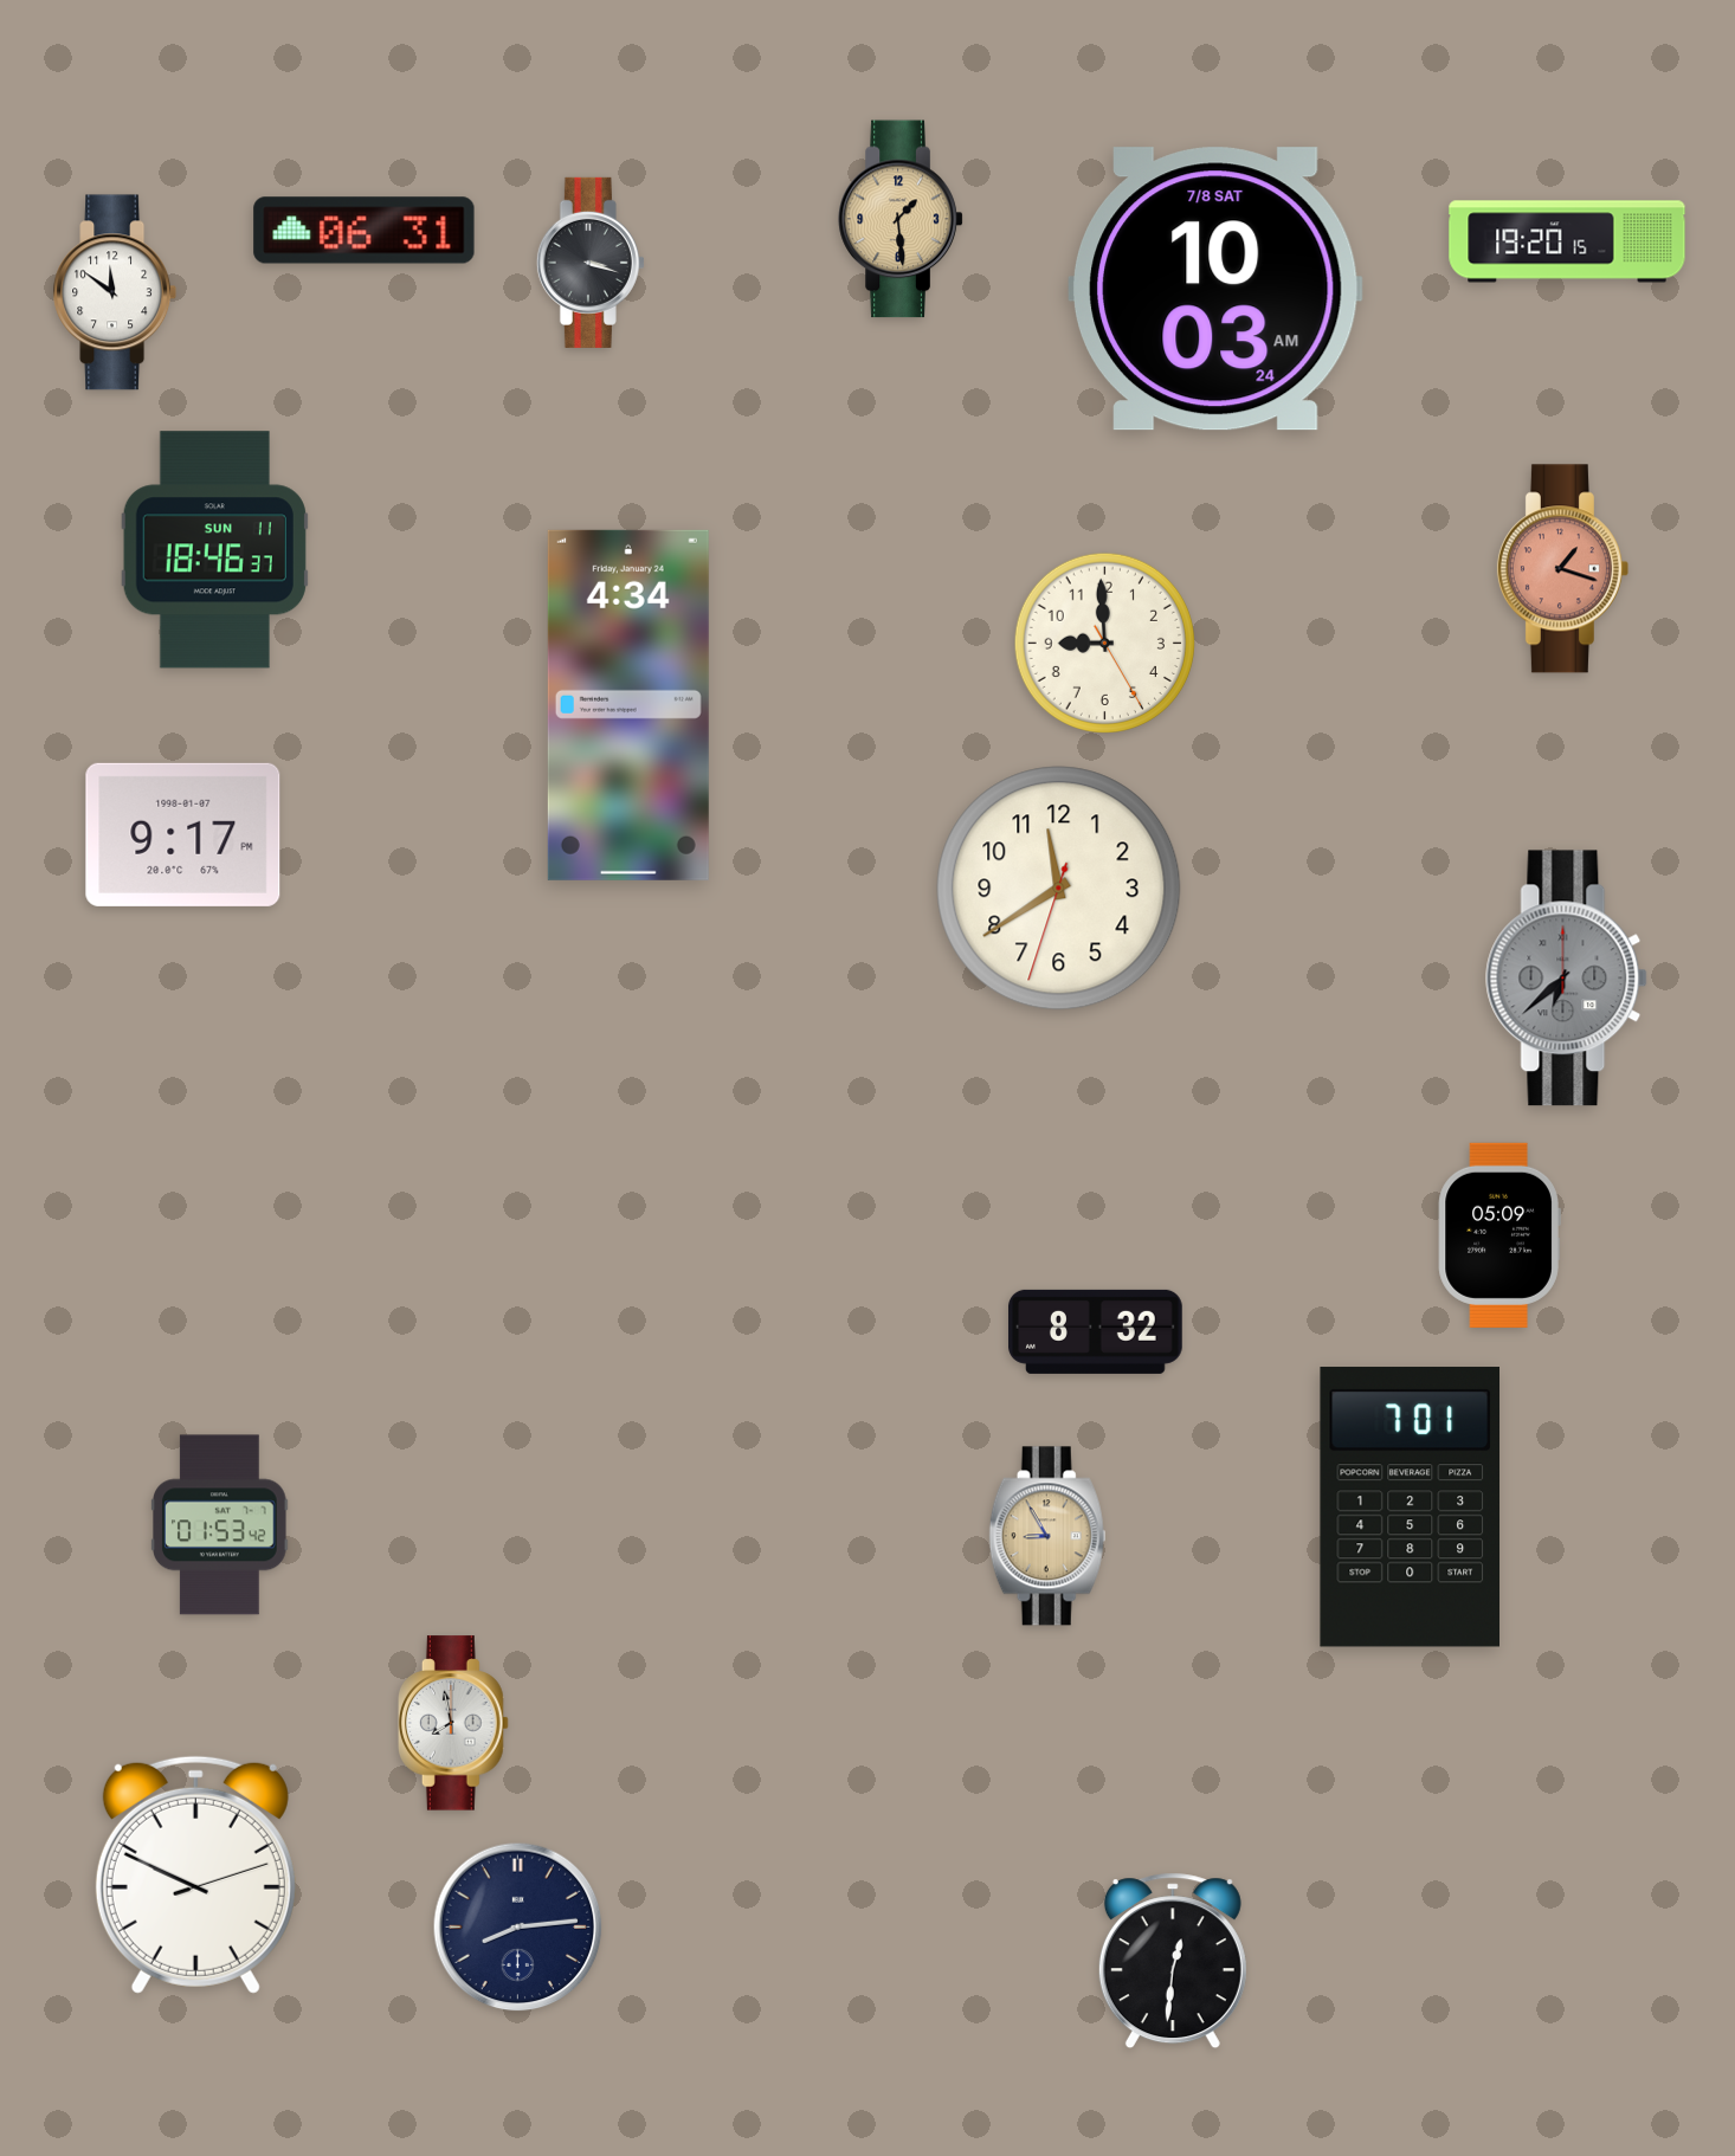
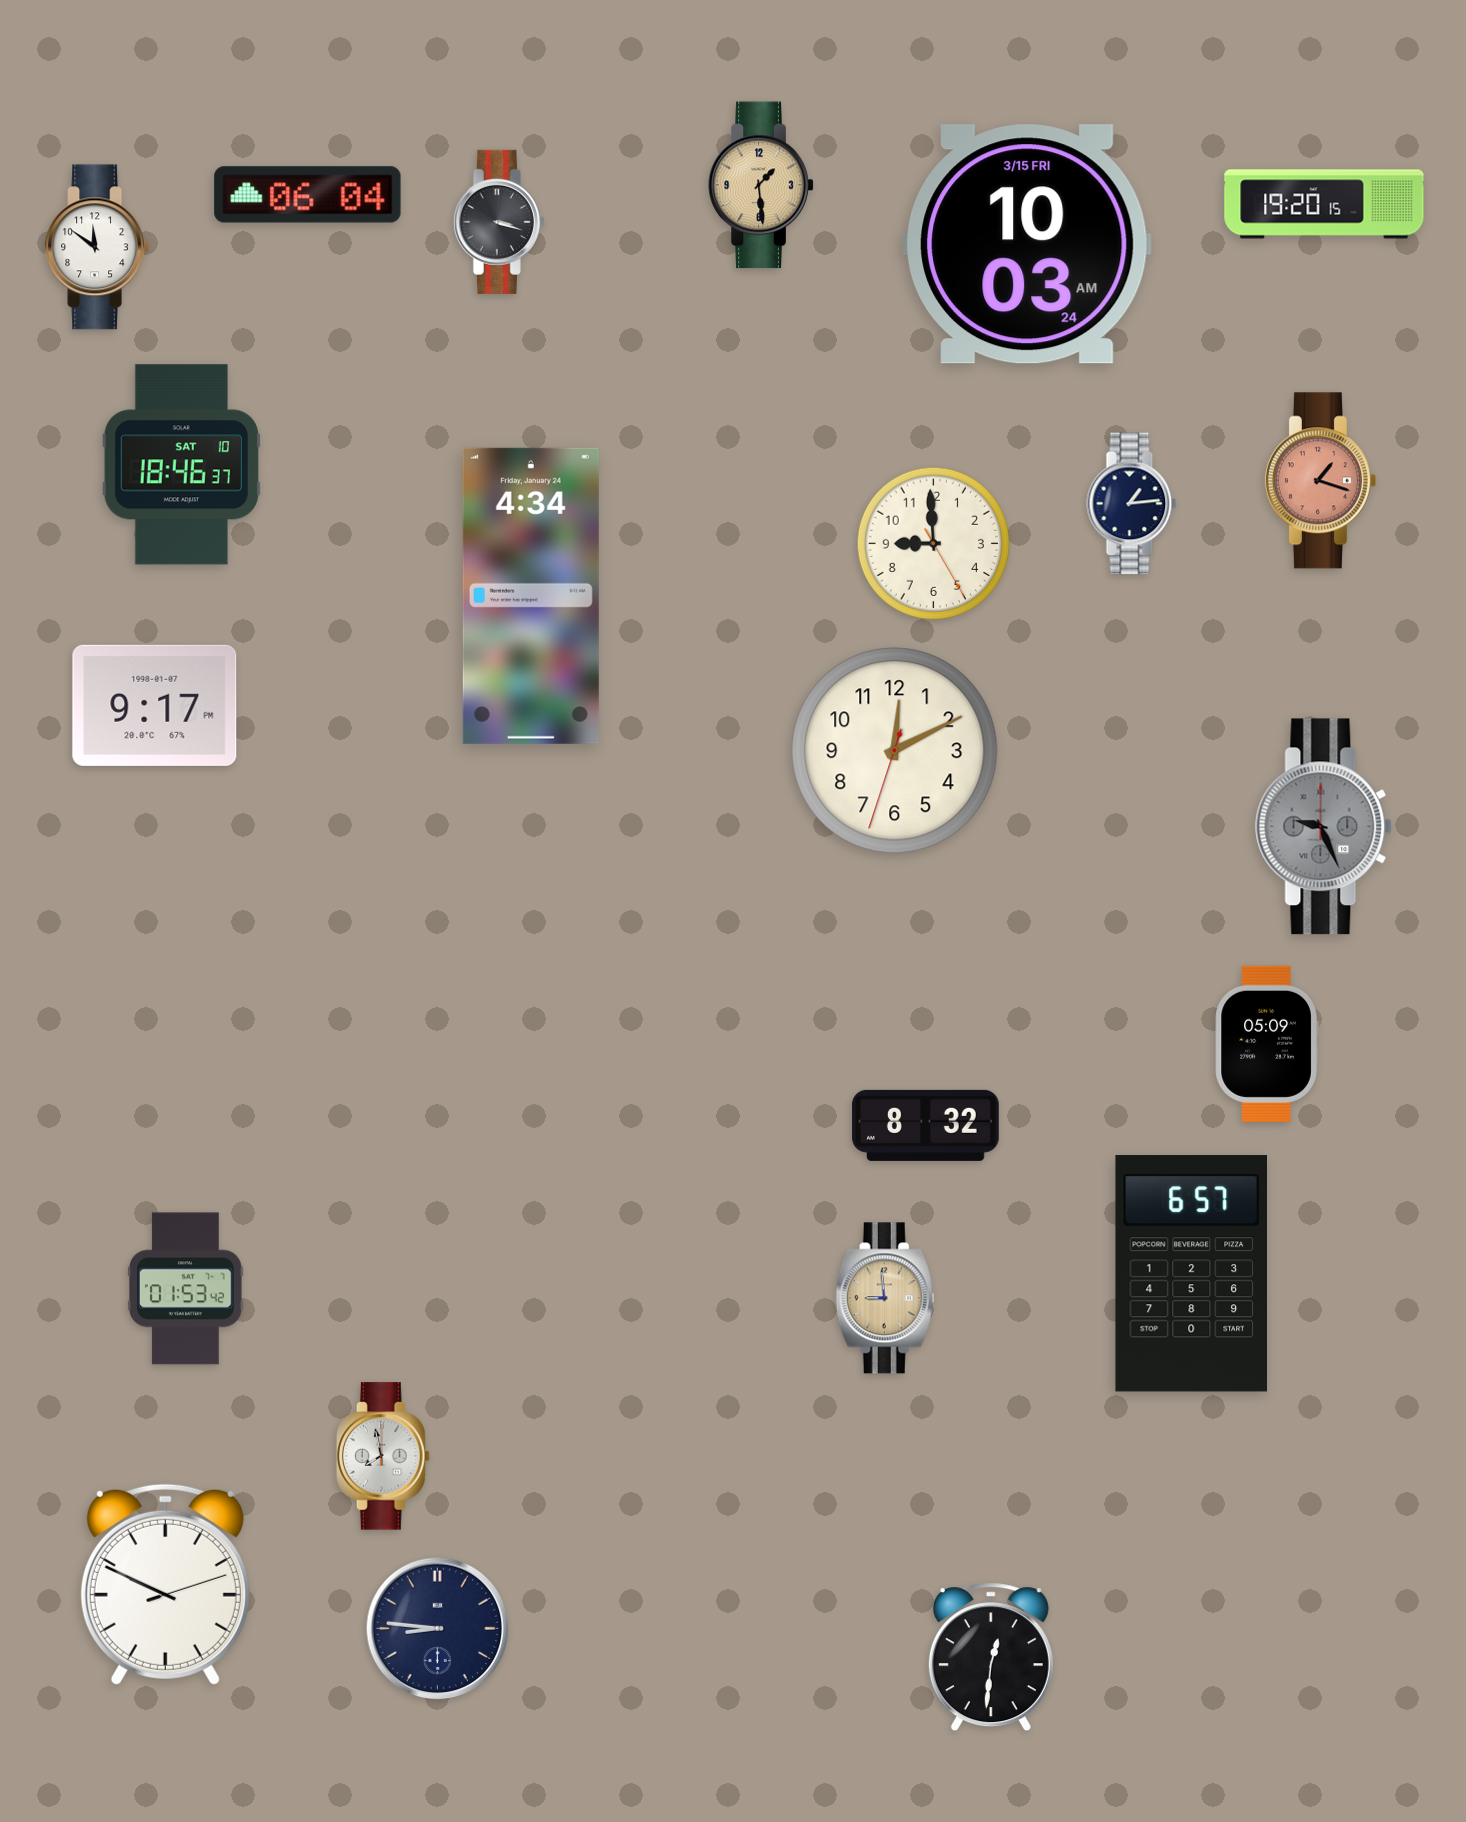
clock at (365, 231): 06:31 -> 06:04
clock at (1217, 289) date: 7/8 SAT -> 3/15 FRI
clock at (214, 550) date: SUN 11 -> SAT 10
clock at (1132, 504): none -> 1:14
clock at (1059, 889): 11:39 -> 12:10
clock at (1567, 979): 6:38 -> 9:26
clock at (1410, 1508): 7:01 -> 6:57
clock at (1047, 1536): 8:55 -> 8:59
clock at (518, 1928): 8:14 -> 8:46
